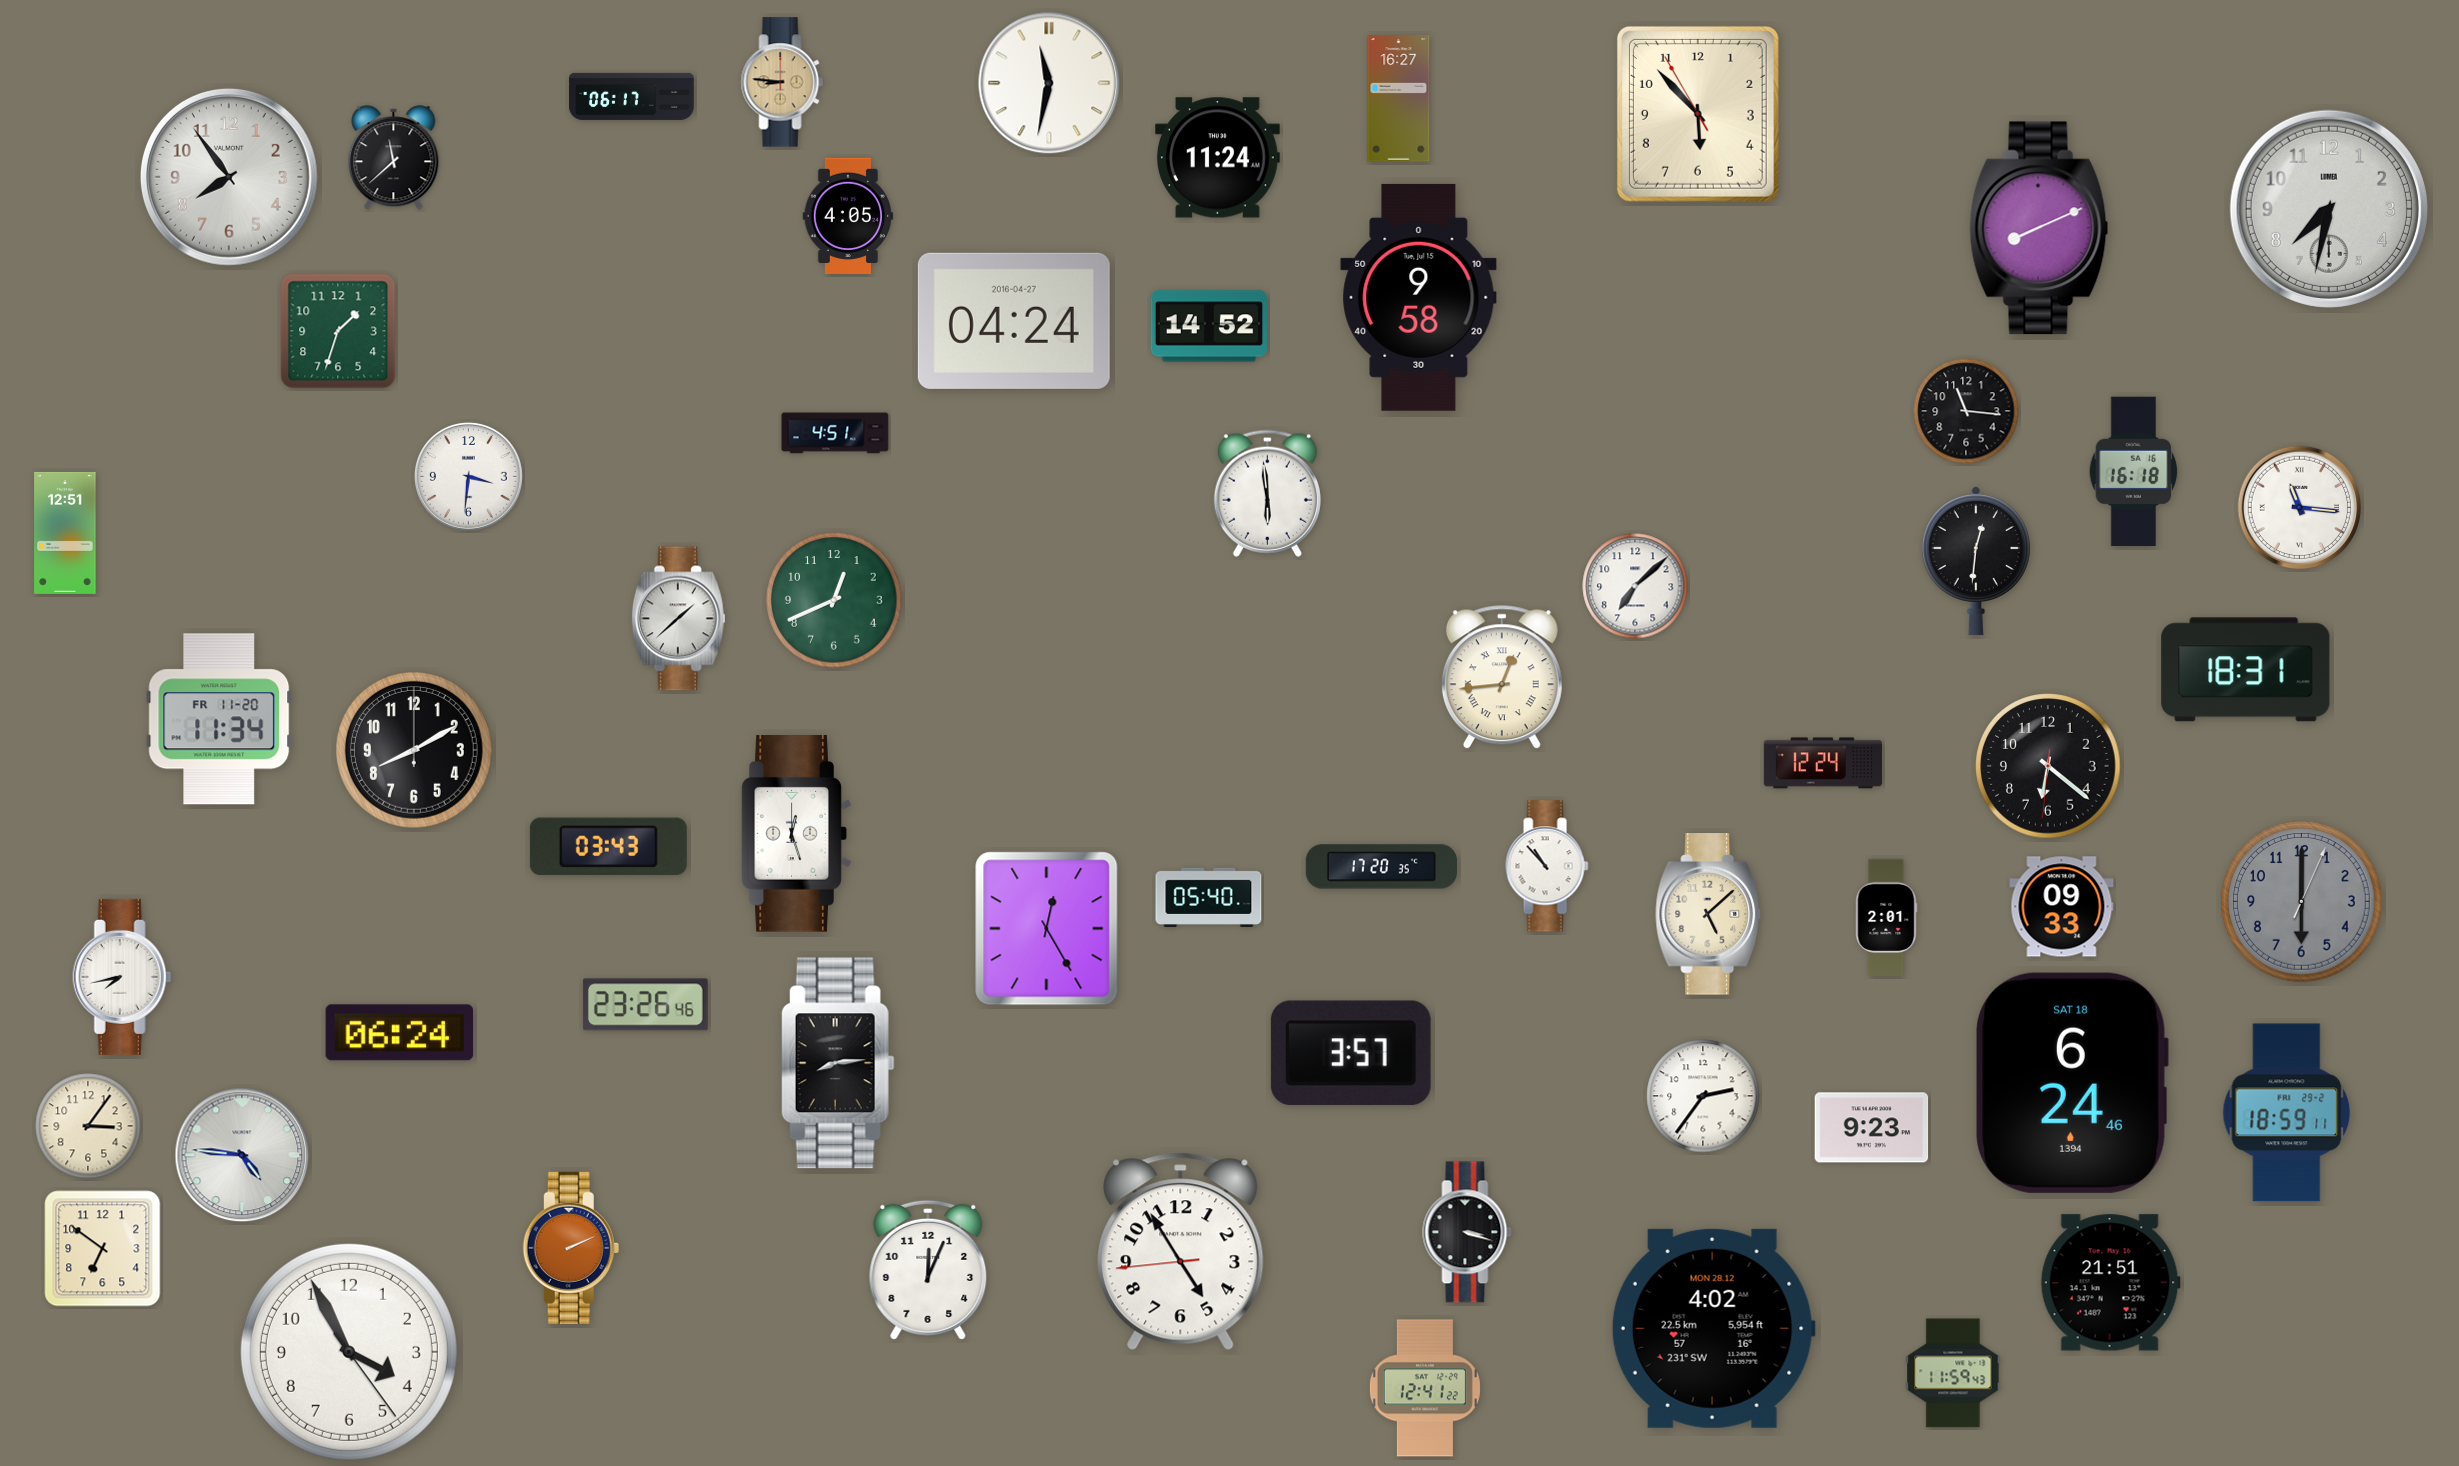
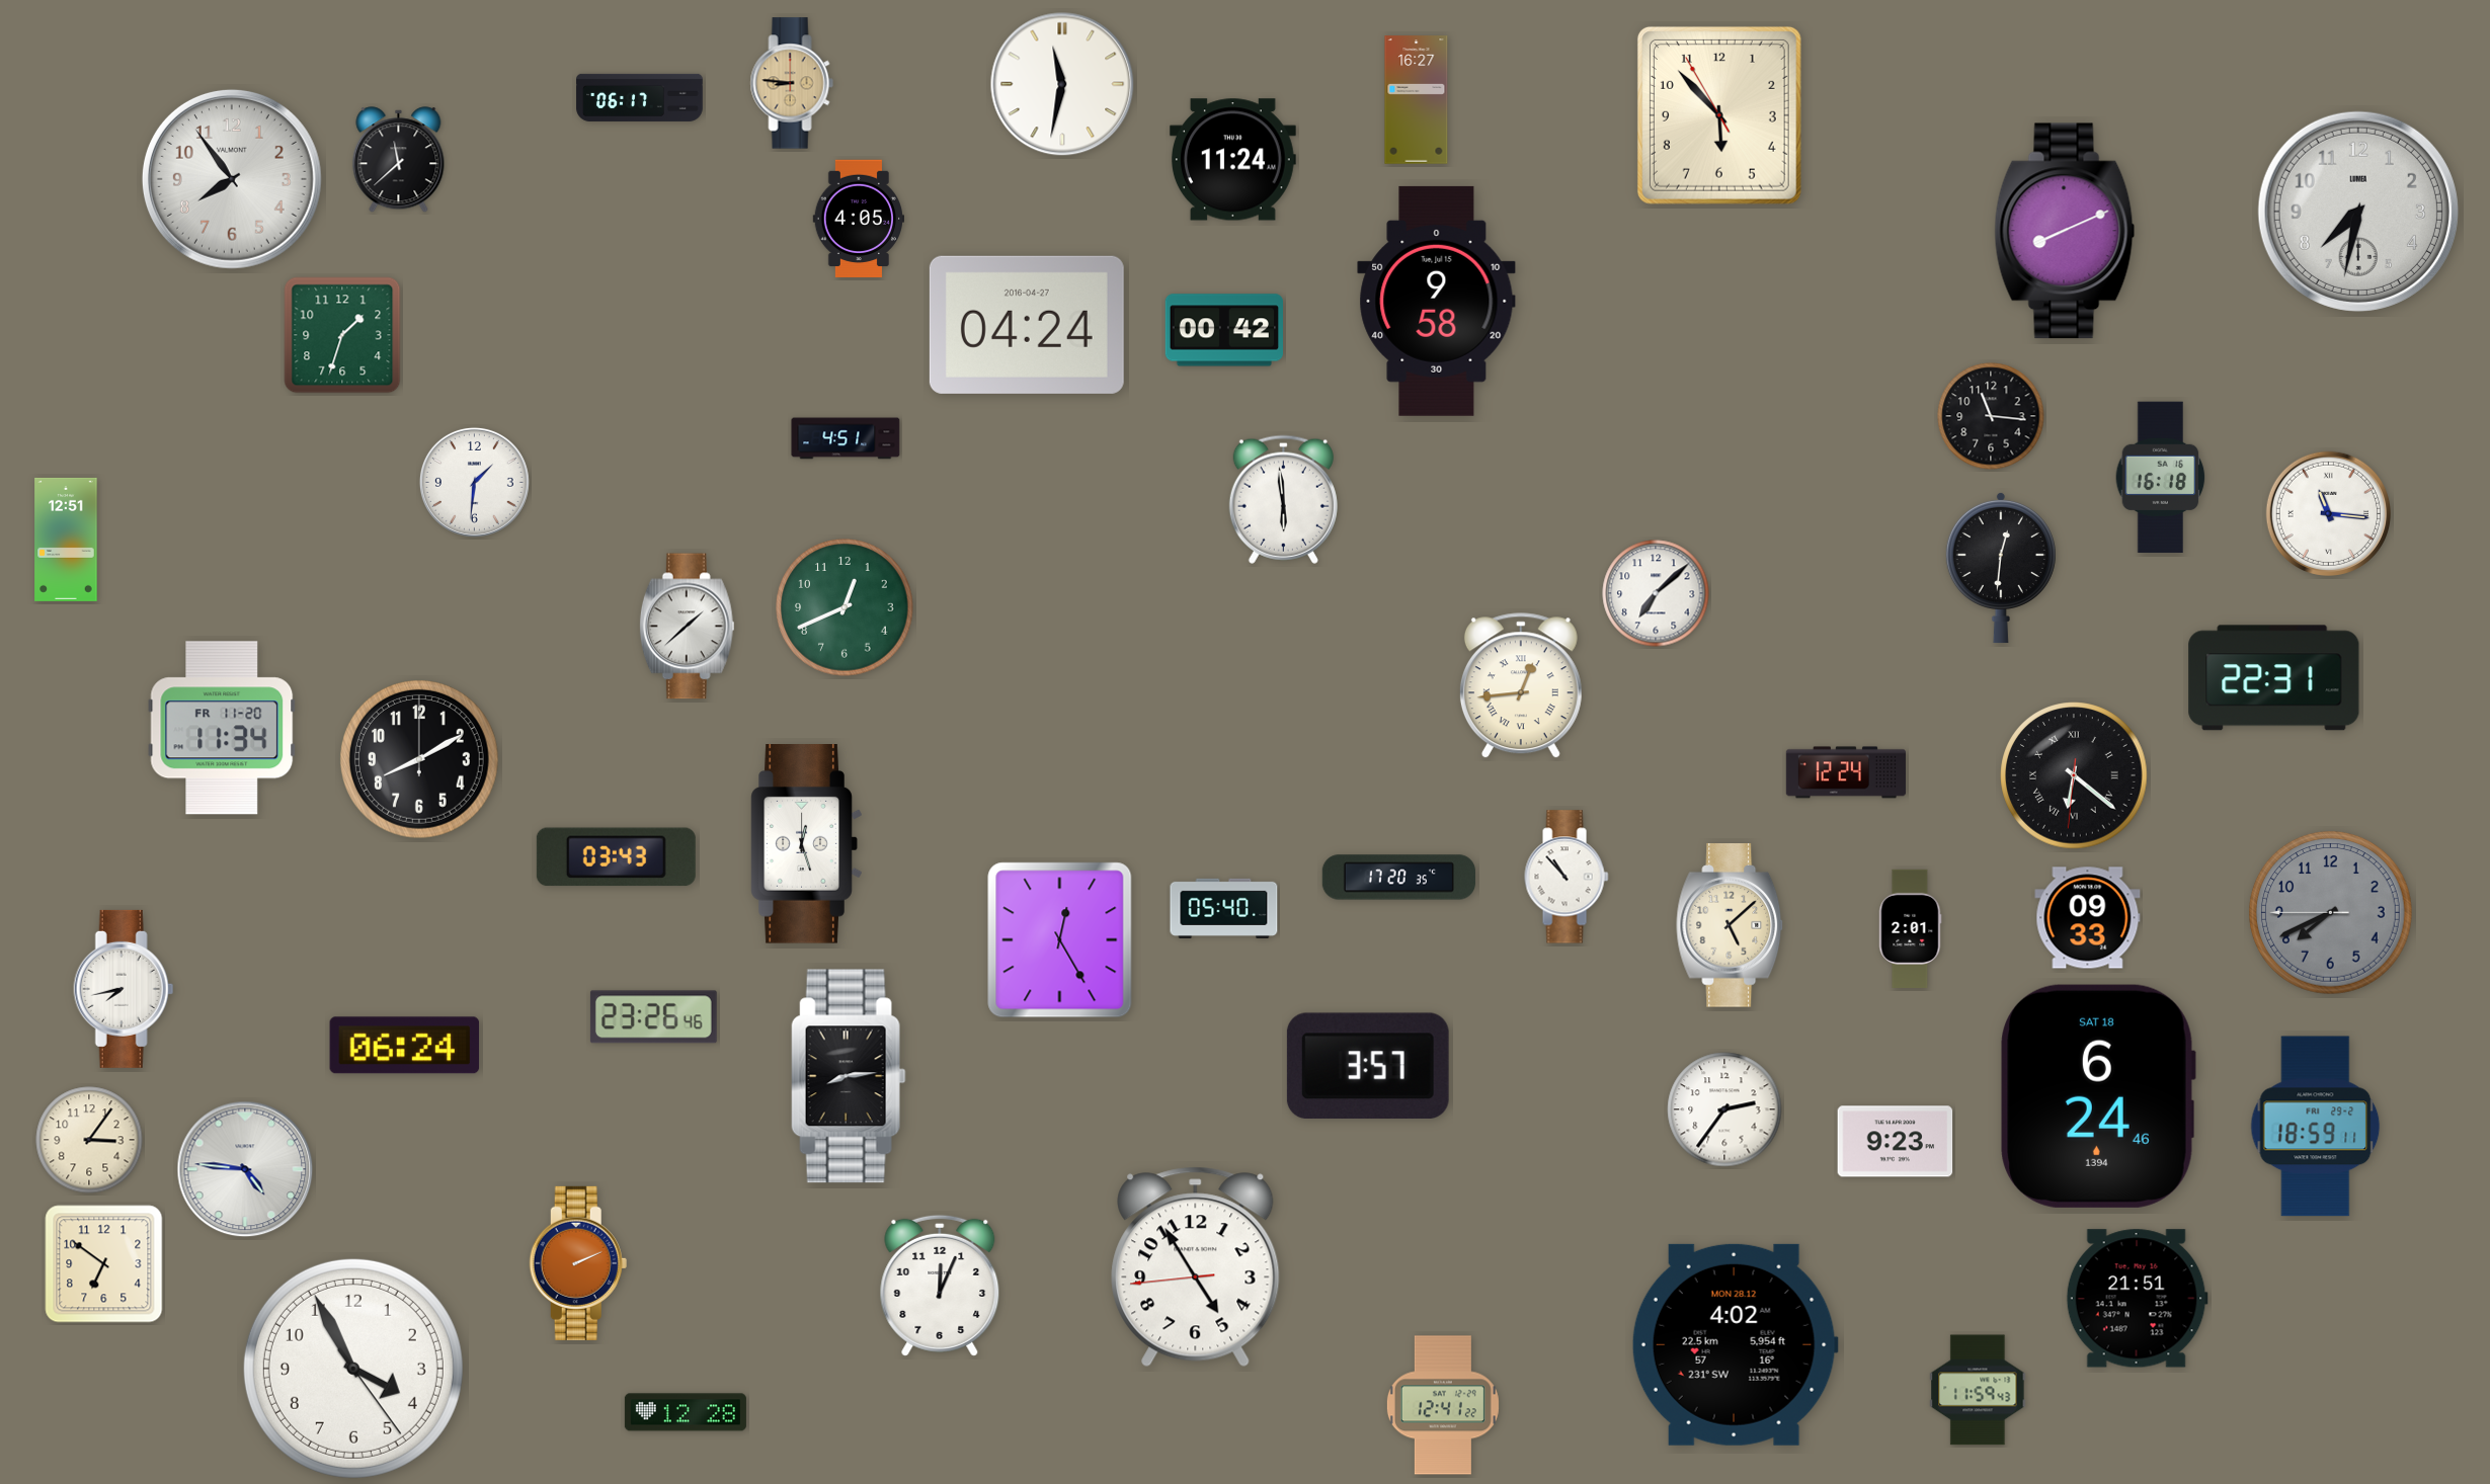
clock at (1208, 326): 14:52 -> 00:42
clock at (468, 476): 3:31 -> 1:31
clock at (2246, 670): 18:31 -> 22:31
clock at (2048, 766) numerals: Arabic -> Roman
clock at (2302, 902): 6:00 -> 7:40
clock at (1467, 1232): 3:18 -> none
clock at (686, 1412): none -> 12:28
